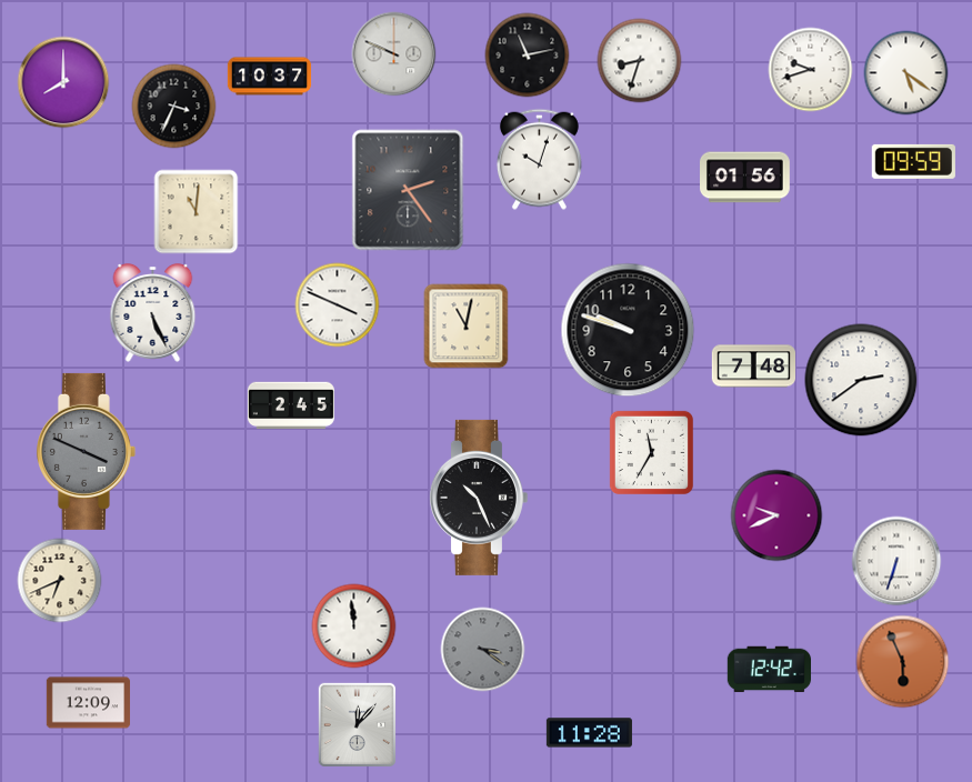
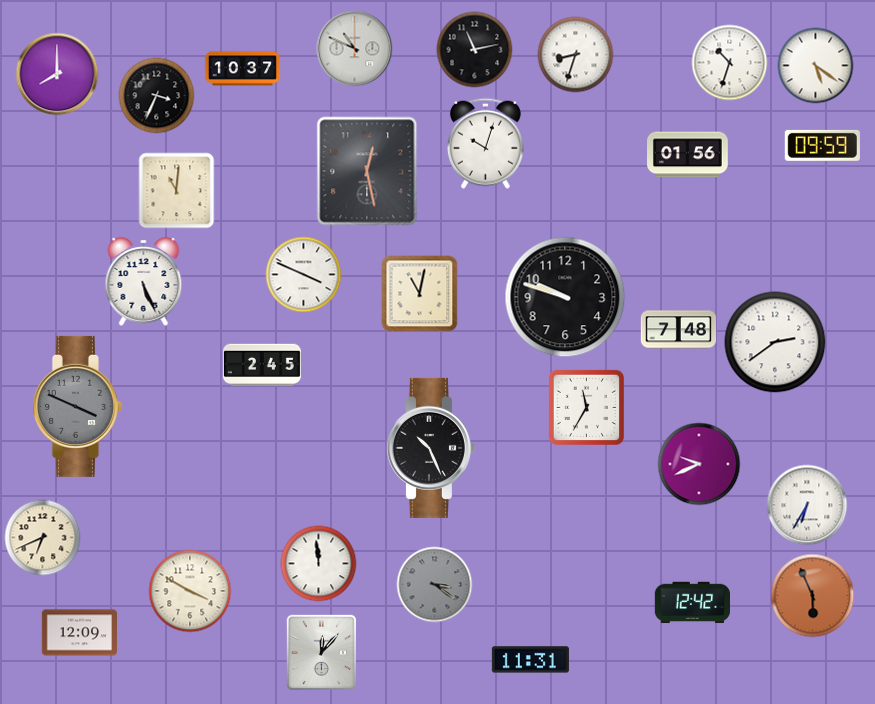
clock at (394, 54): 9:49 -> 10:49
clock at (811, 70): 9:42 -> 10:33
clock at (745, 178) position: (745, 178) -> (688, 155)
clock at (408, 190): 2:24 -> 12:28
clock at (153, 313) position: (153, 313) -> (144, 282)
clock at (896, 561): 6:33 -> 6:35
clock at (60, 581) position: (60, 581) -> (43, 538)
clock at (190, 591): none -> 3:50
clock at (589, 733): 11:28 -> 11:31
